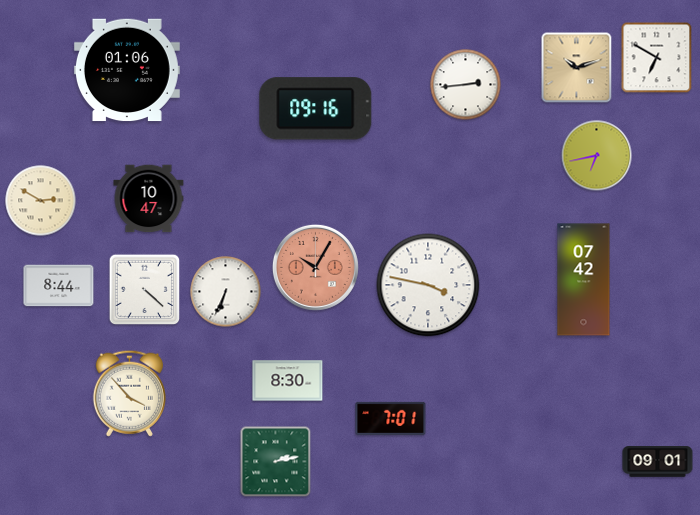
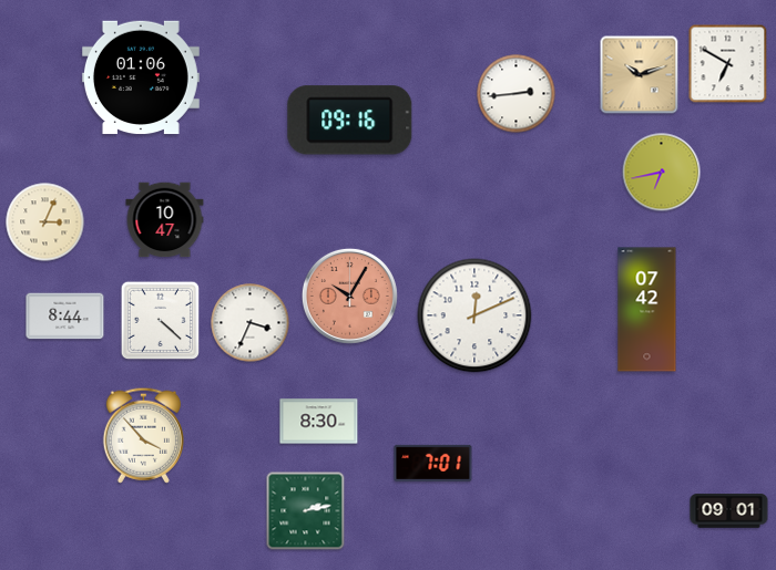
clock at (41, 201): 2:50 -> 3:04
clock at (428, 285): 3:47 -> 12:11
clock at (226, 292): 6:34 -> 3:34
